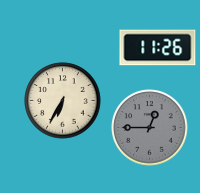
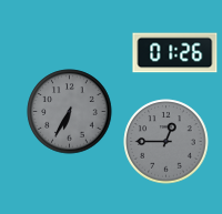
clock at (158, 48): 11:26 -> 01:26
clock at (63, 101) dial: cream -> grey
